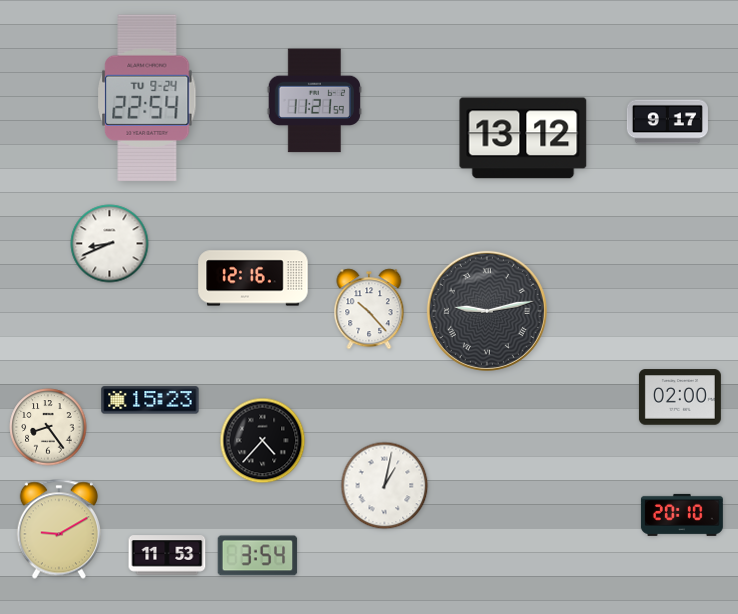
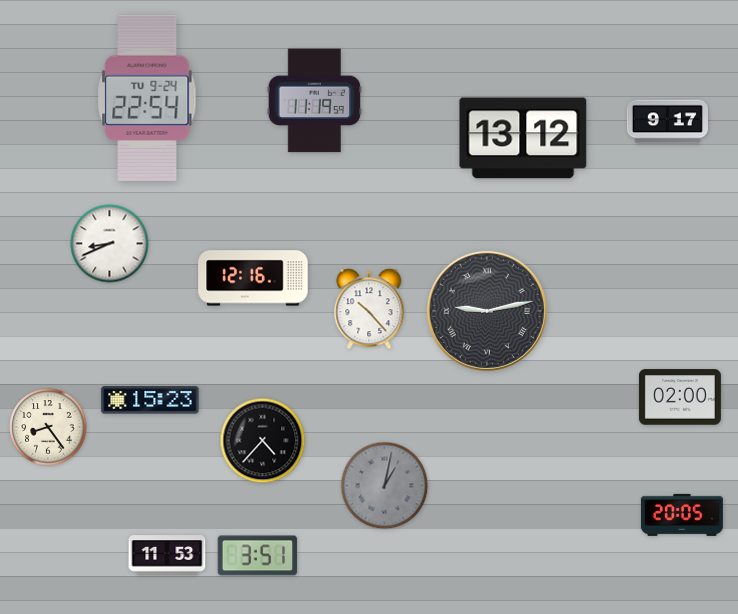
clock at (314, 101): 11:21 -> 11:19
clock at (385, 486) dial: white -> grey
clock at (682, 515): 20:10 -> 20:05
clock at (59, 529): 9:10 -> none
clock at (258, 556): 3:54 -> 3:51
